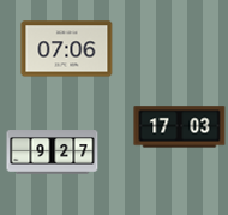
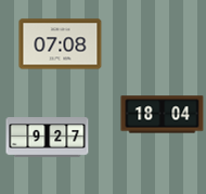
clock at (67, 49): 07:06 -> 07:08
clock at (180, 127): 17:03 -> 18:04
